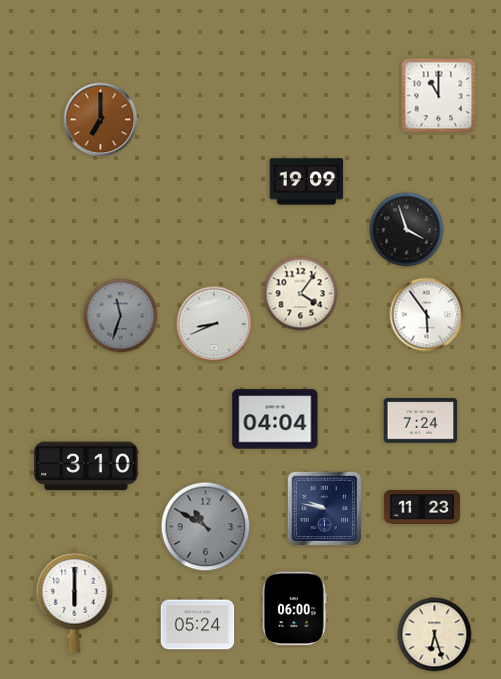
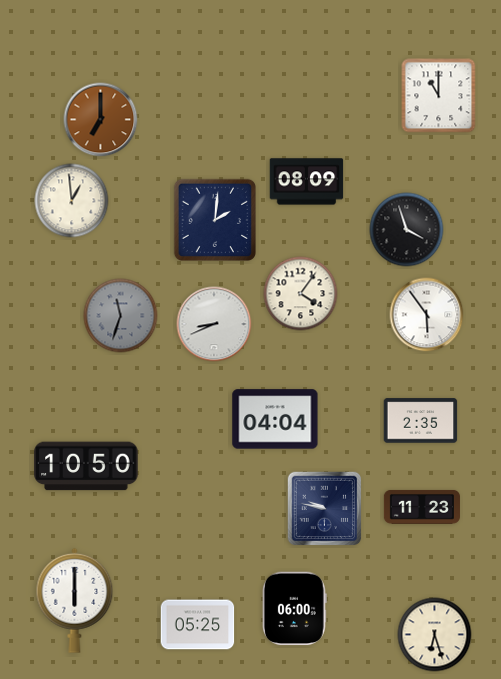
clock at (307, 182): 19:09 -> 08:09
clock at (72, 201): none -> 12:59
clock at (214, 219): none -> 2:01
clock at (421, 421): 7:24 -> 2:35
clock at (86, 466): 3:10 -> 10:50
clock at (206, 527): 10:50 -> none
clock at (198, 625): 05:24 -> 05:25
